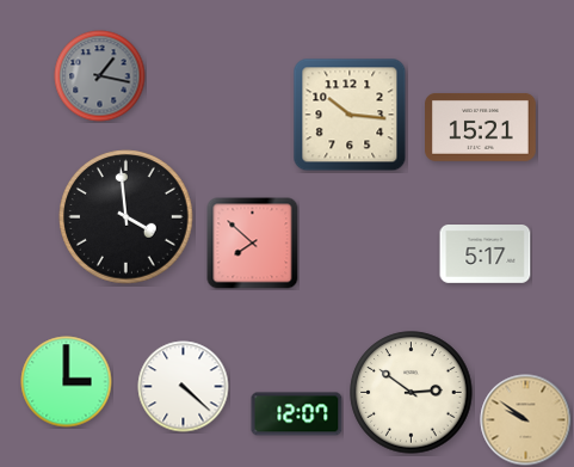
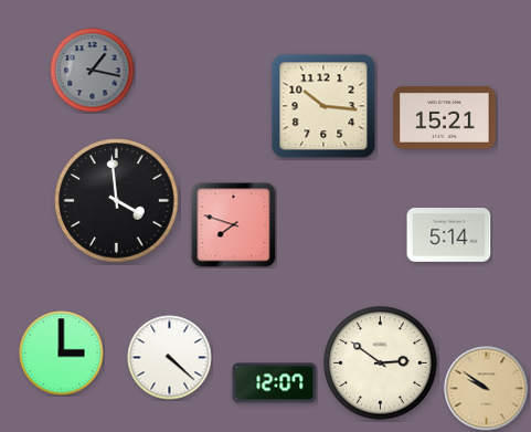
clock at (253, 244): 7:52 -> 7:48
clock at (486, 254): 5:17 -> 5:14
